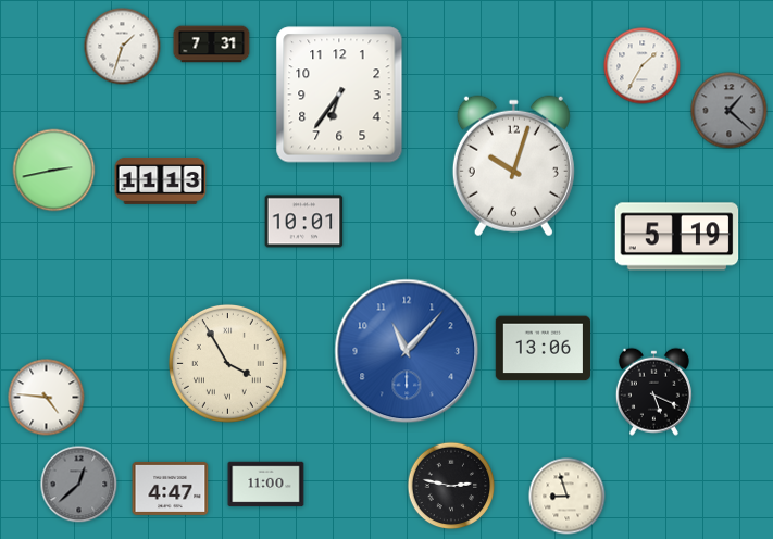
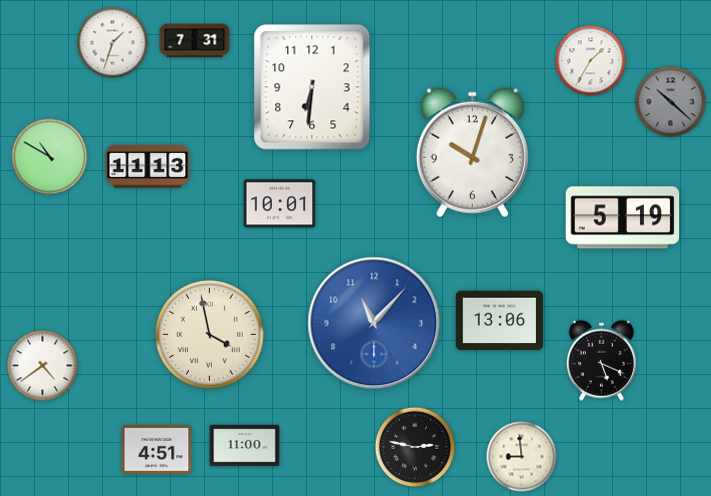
clock at (339, 95): 6:36 -> 6:31
clock at (730, 111): 1:22 -> 10:22
clock at (54, 171): 2:43 -> 10:50
clock at (227, 363): 3:55 -> 3:58
clock at (47, 398): 4:46 -> 4:39
clock at (79, 485): 12:38 -> none
clock at (171, 488): 4:47 -> 4:51
clock at (568, 497): 8:57 -> 8:59
